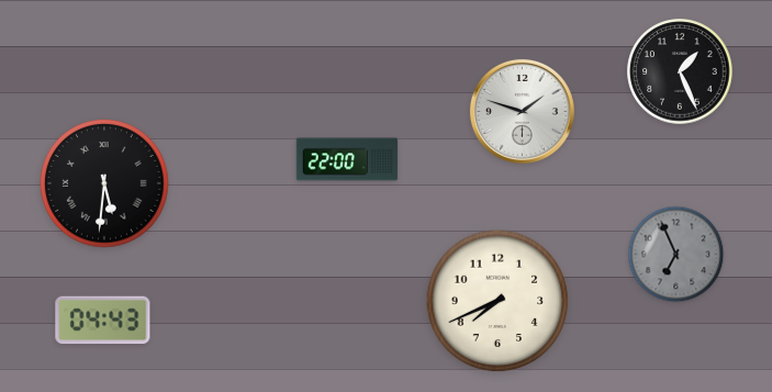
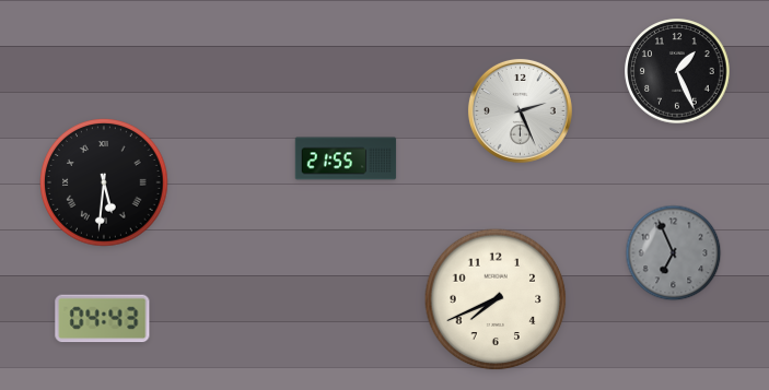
clock at (522, 111): 1:48 -> 2:26
clock at (347, 159): 22:00 -> 21:55
